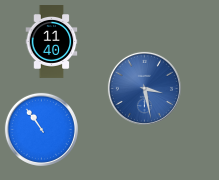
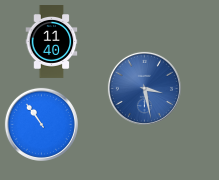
clock at (41, 129) position: (41, 129) -> (41, 124)
